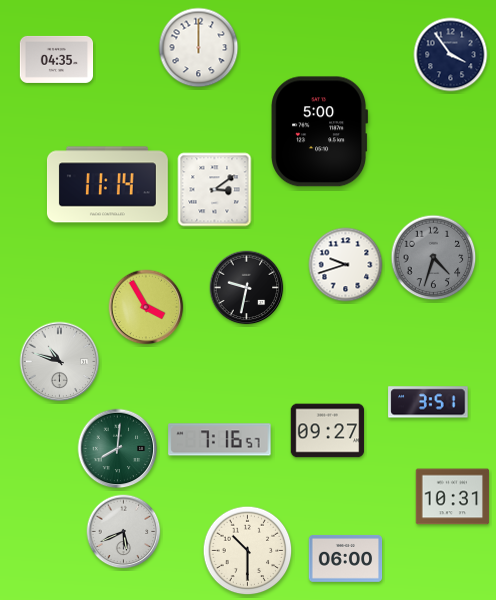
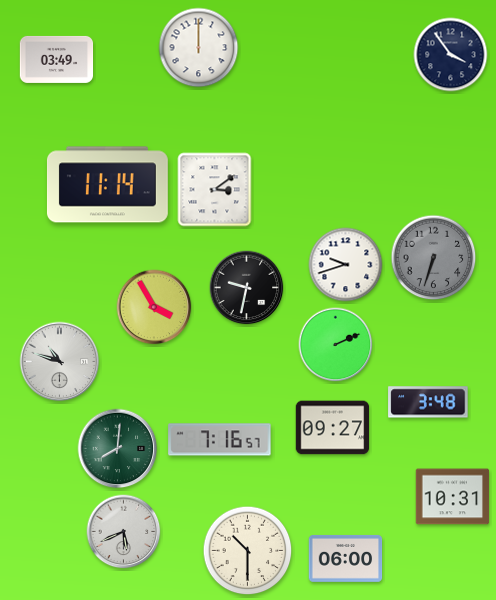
clock at (57, 59): 04:35 -> 03:49
clock at (320, 132): 5:00 -> none
clock at (434, 258): 4:33 -> 6:33
clock at (146, 307) position: (146, 307) -> (154, 307)
clock at (336, 345): none -> 2:11
clock at (428, 402): 3:51 -> 3:48
clock at (328, 431) position: (328, 431) -> (333, 428)
